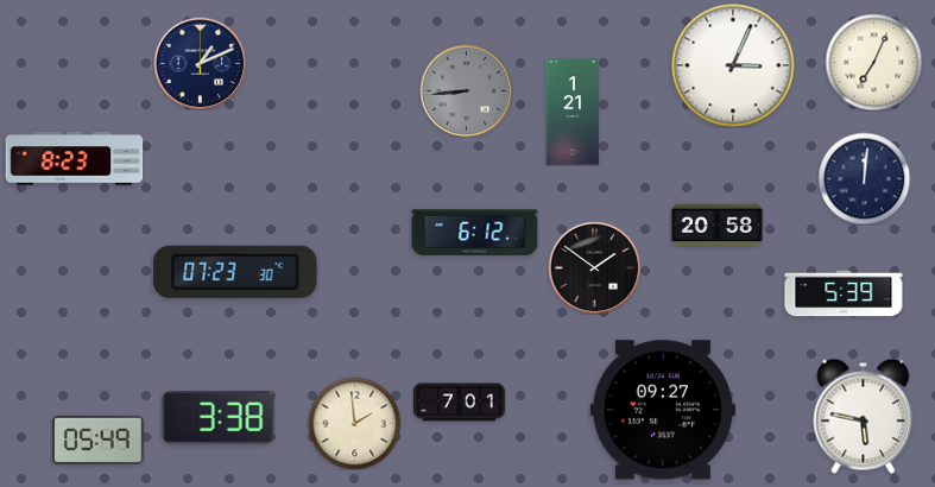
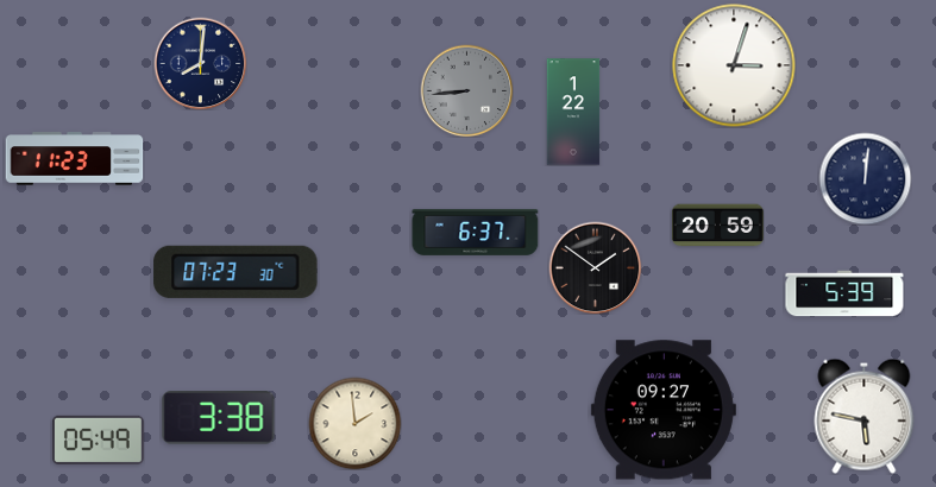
clock at (873, 62): 7:04 -> none
clock at (200, 63): 1:11 -> 8:01
clock at (733, 65): 3:04 -> 3:03
clock at (573, 112): 1:21 -> 1:22
clock at (75, 159): 8:23 -> 11:23
clock at (716, 226): 20:58 -> 20:59
clock at (475, 232): 6:12 -> 6:37
clock at (459, 403): 7:01 -> none
